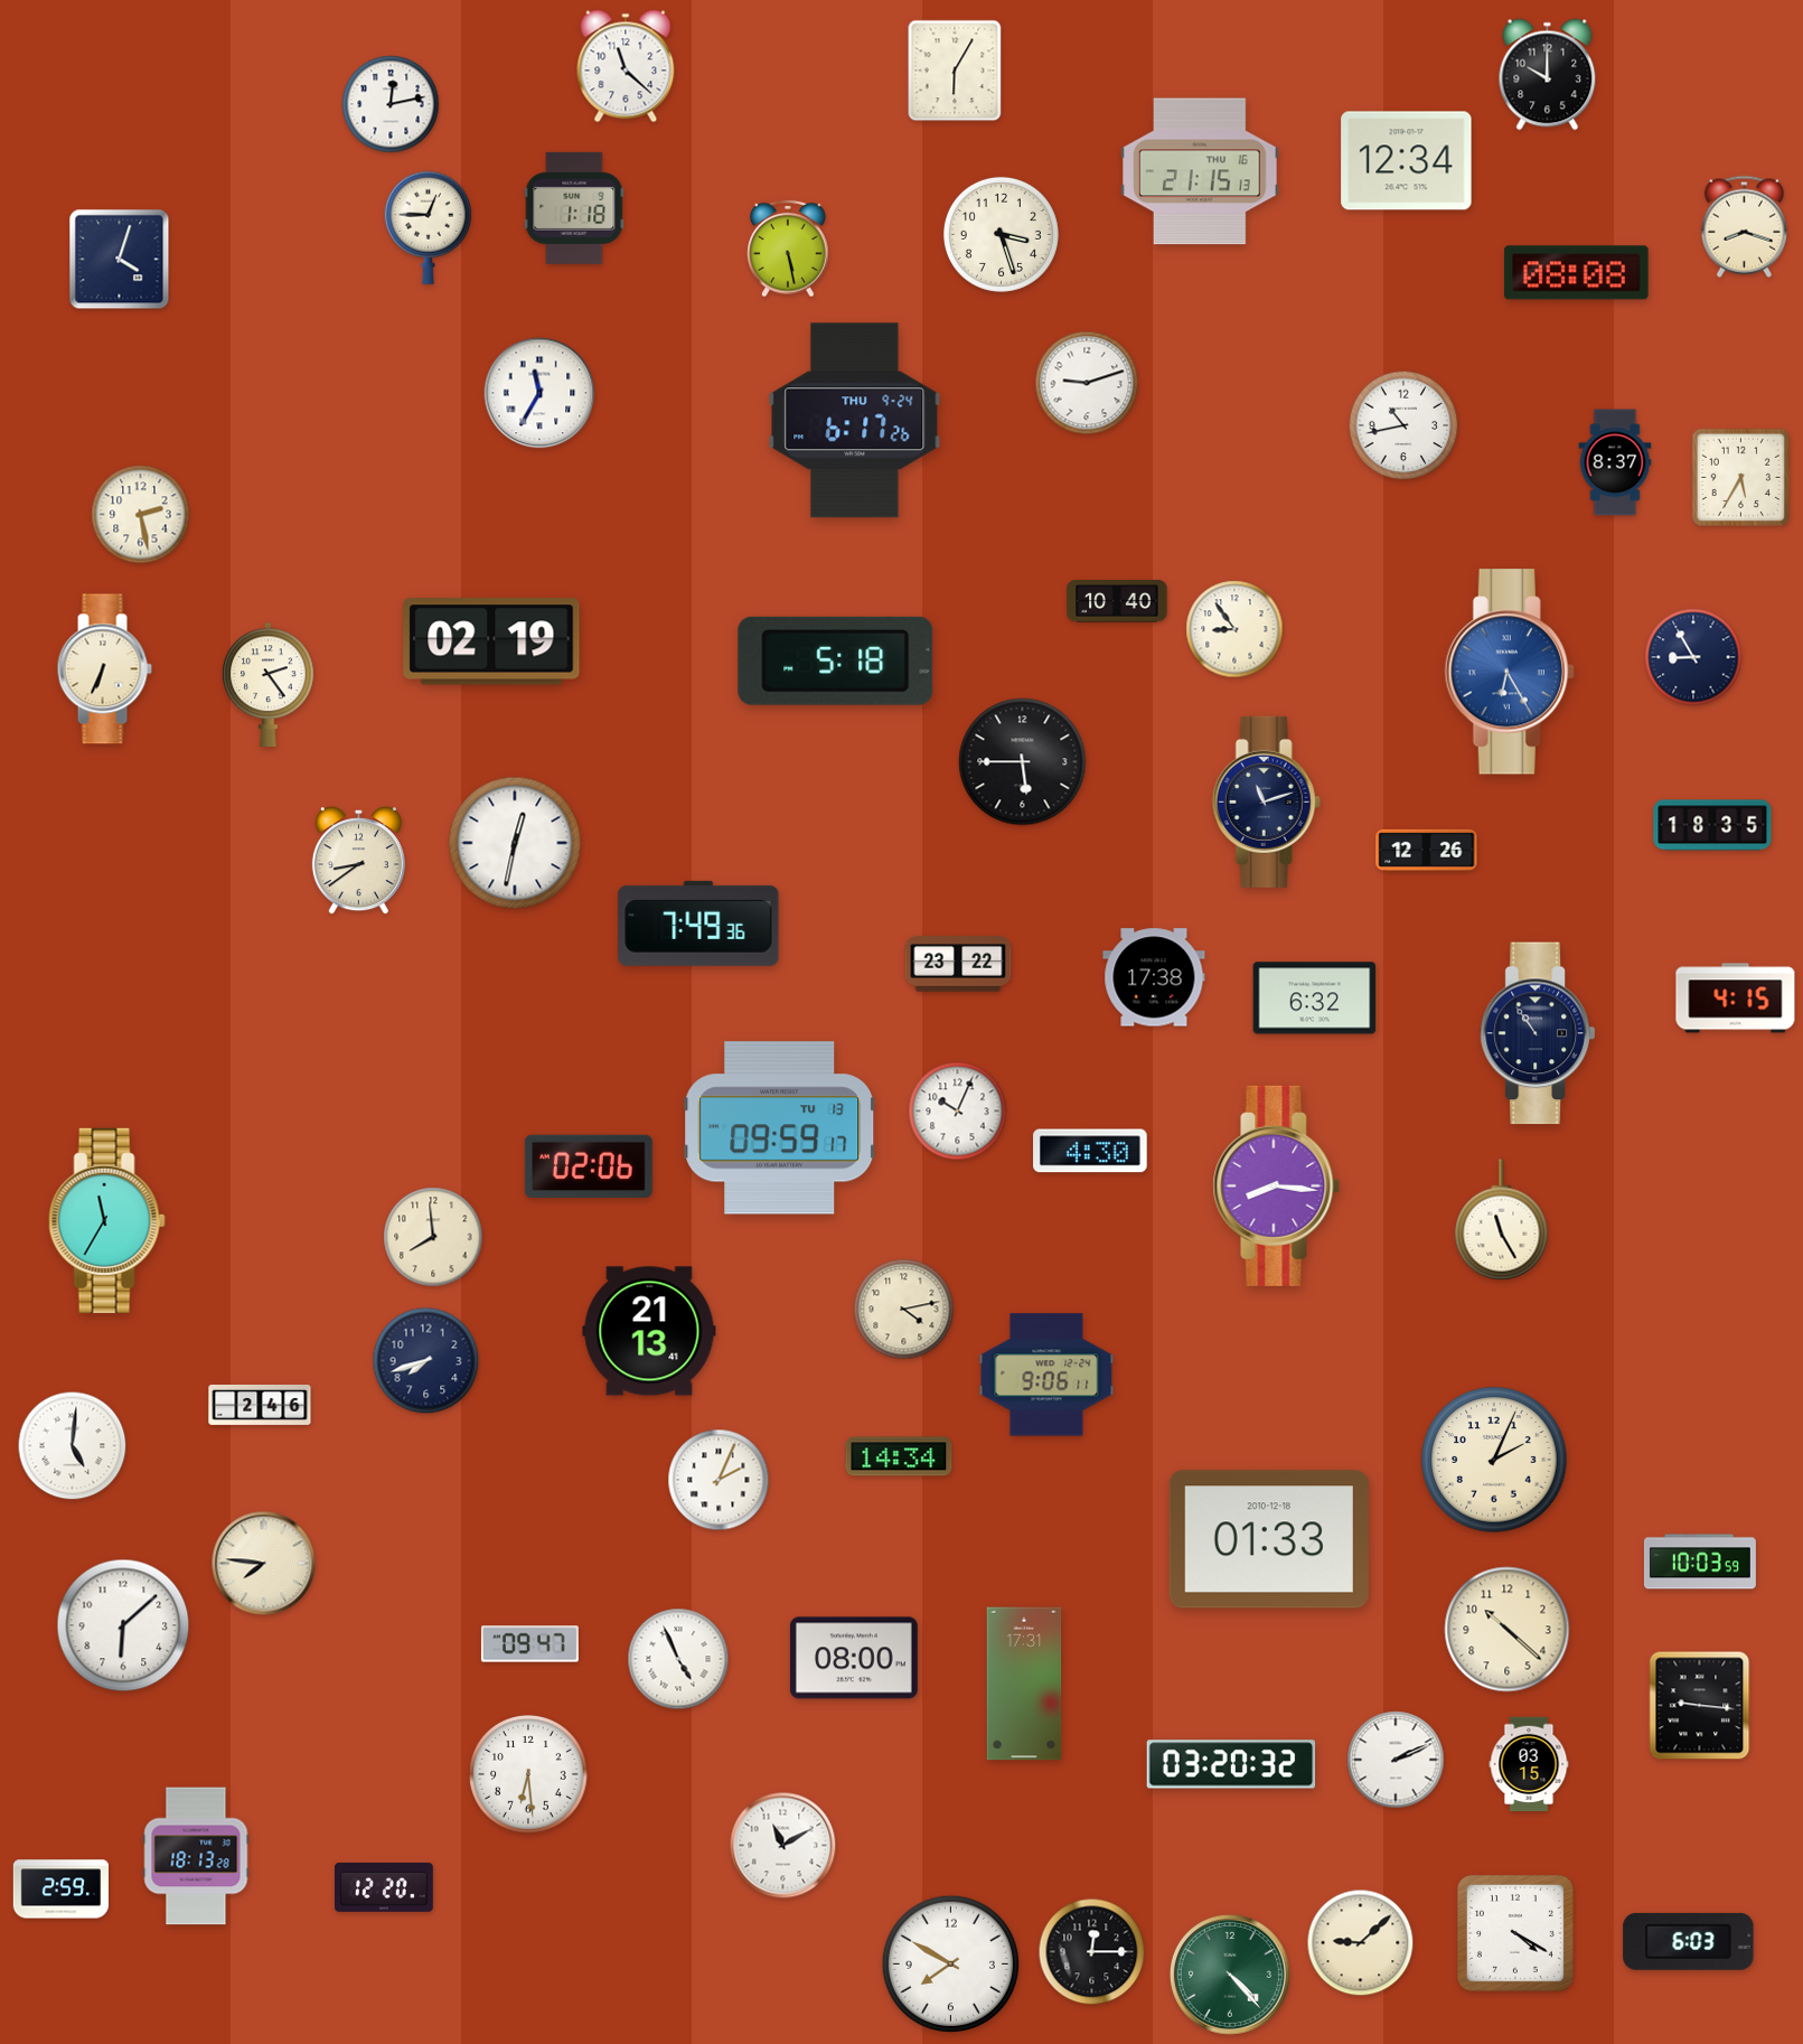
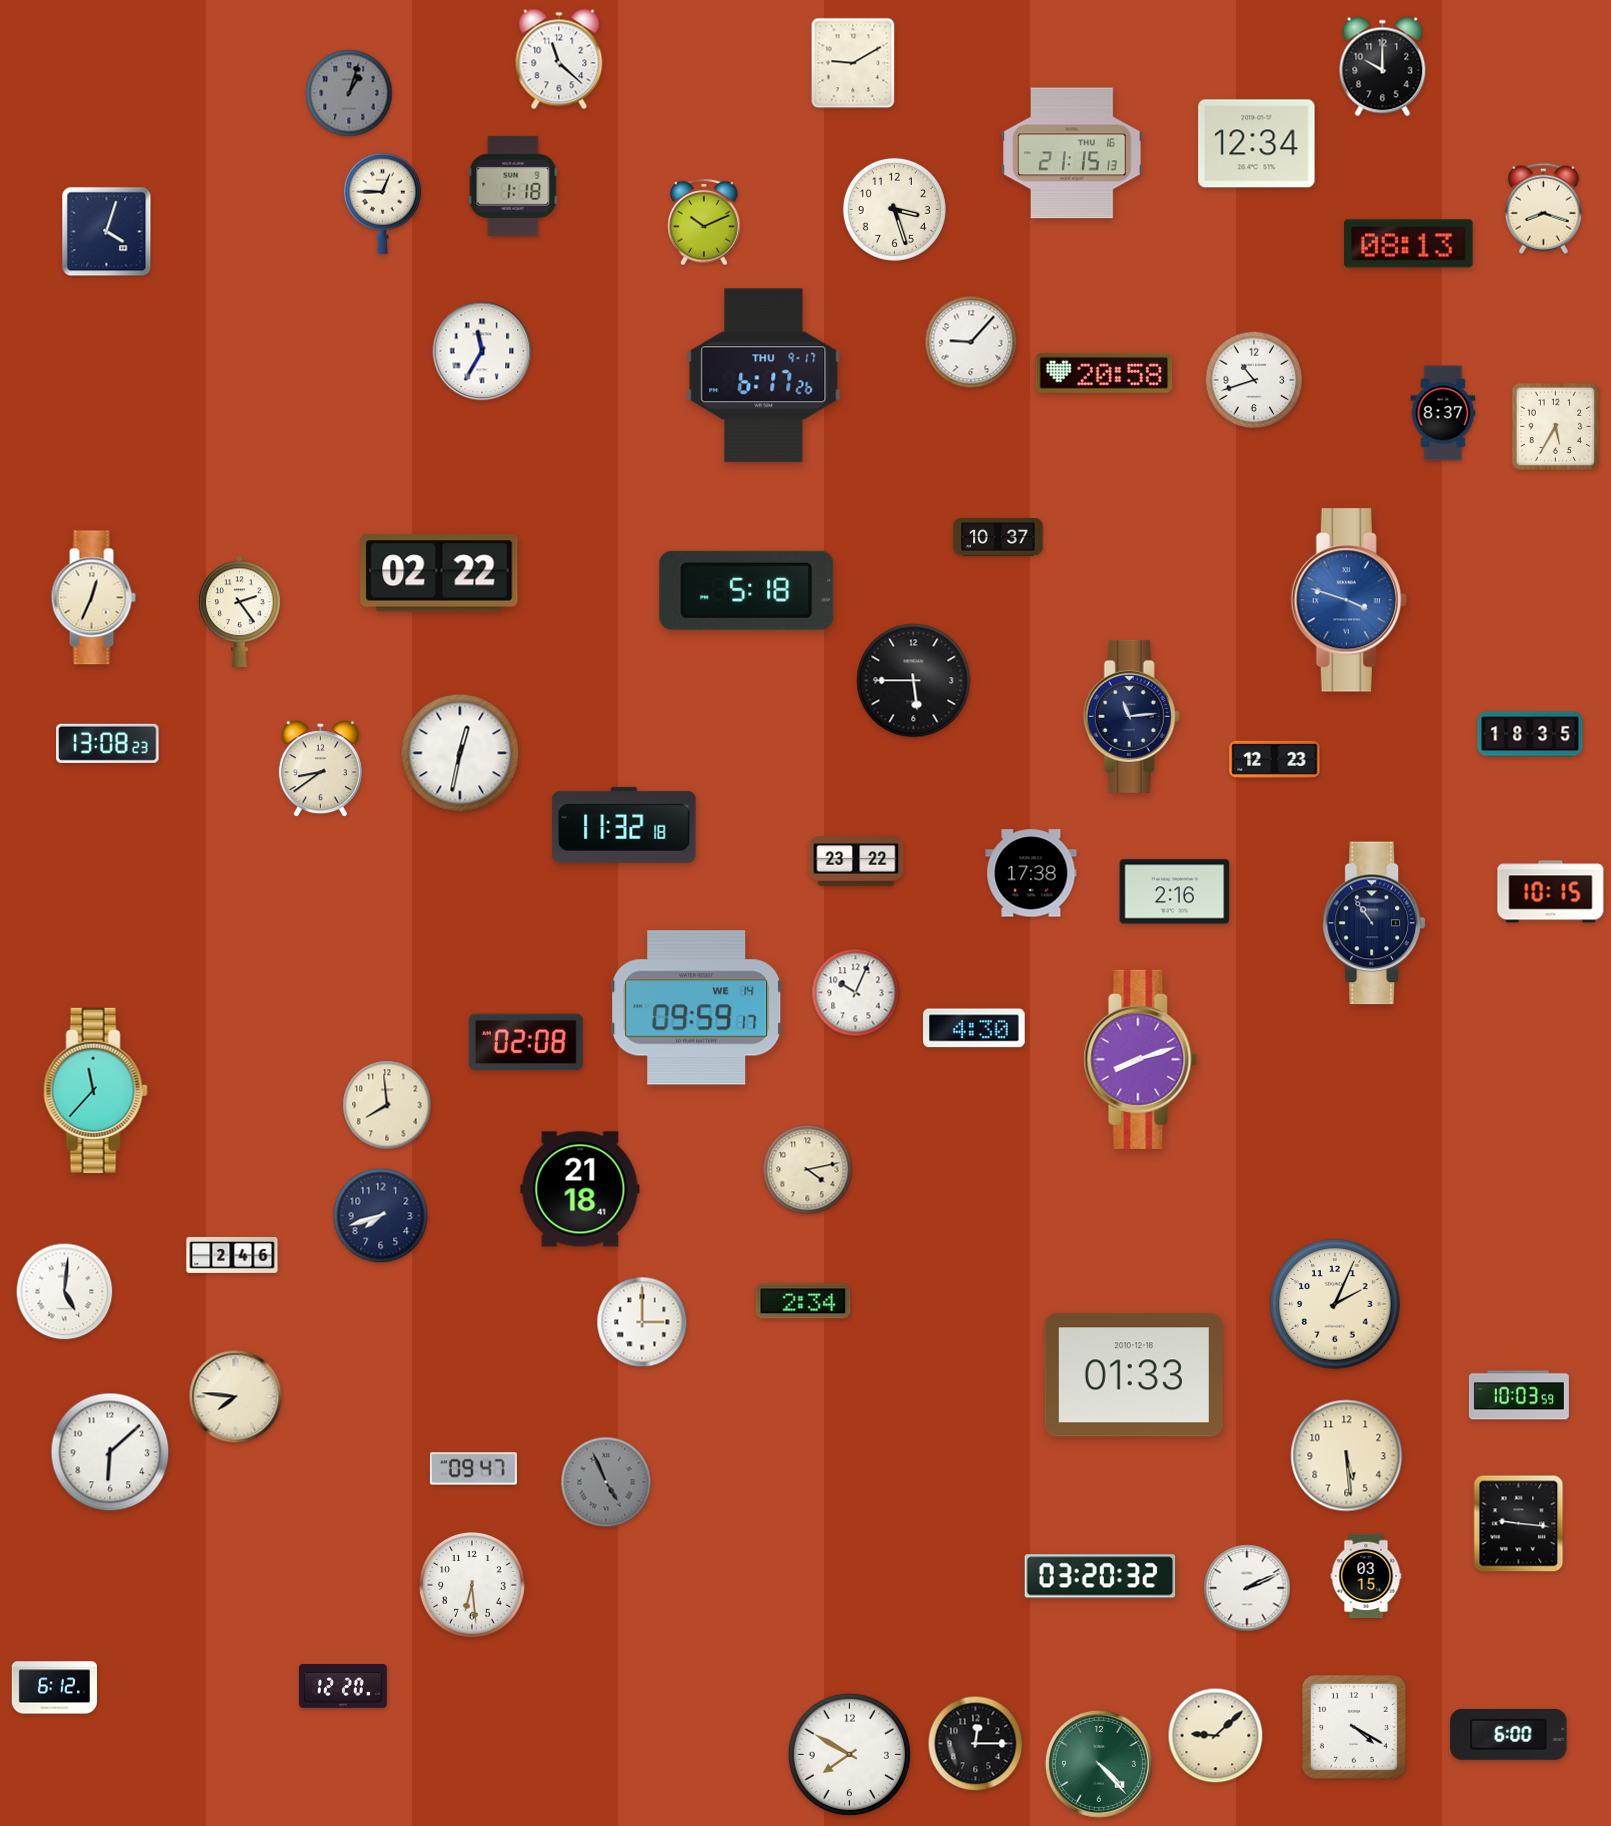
clock at (955, 71): 6:05 -> 9:10
clock at (391, 104): 12:13 -> 1:03
clock at (391, 104) dial: white -> grey
clock at (1744, 226) position: (1744, 226) -> (1543, 208)
clock at (788, 249): 5:28 -> 10:11
clock at (1577, 273): 08:08 -> 08:13
clock at (1087, 383): 9:12 -> 9:07
clock at (1104, 373): none -> 20:58
clock at (855, 421) date: THU 9-24 -> THU 9-17
clock at (1403, 425): 10:43 -> 10:42
clock at (141, 515): 2:28 -> none
clock at (1117, 601): 10:40 -> 10:37
clock at (1234, 629): 8:54 -> none
clock at (491, 641): 02:19 -> 02:22
clock at (1693, 657): 8:55 -> none
clock at (104, 669): 6:34 -> 12:34
clock at (1510, 672): 6:25 -> 3:48
clock at (1266, 801): 11:12 -> 11:14
clock at (1712, 825) position: (1712, 825) -> (1530, 734)
clock at (108, 743): none -> 13:08
clock at (1427, 850): 12:26 -> 12:23
clock at (698, 923): 7:49 -> 11:32
clock at (1315, 998): 6:32 -> 2:16
clock at (1736, 998): 4:15 -> 10:15
clock at (780, 1128) date: TU 13 -> WE 14
clock at (589, 1166): 02:06 -> 02:08
clock at (1277, 1185): 8:16 -> 8:12
clock at (106, 1220): 11:35 -> 11:37
clock at (1502, 1220): 11:25 -> none
clock at (649, 1331): 21:13 -> 21:18
clock at (1046, 1375): 9:06 -> none
clock at (899, 1456): 14:34 -> 2:34
clock at (719, 1480): 2:04 -> 3:00
clock at (1508, 1630): 10:22 -> 5:29
clock at (854, 1658): 08:00 -> none
clock at (678, 1659) dial: white -> grey
clock at (1024, 1684): 17:31 -> none
clock at (1396, 1760) position: (1396, 1760) -> (1247, 1588)
clock at (783, 1846): 11:10 -> none
clock at (196, 1856): 18:13 -> none
clock at (60, 1890): 2:59 -> 6:12
clock at (1689, 1941): 6:03 -> 6:00
